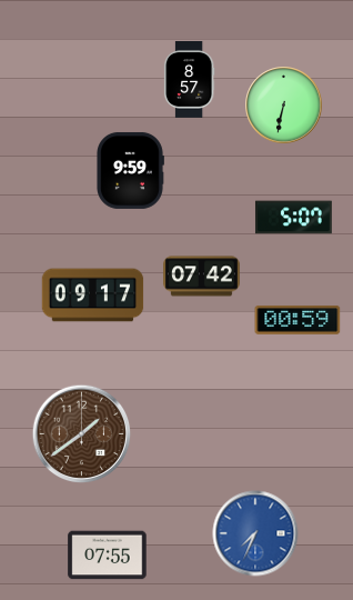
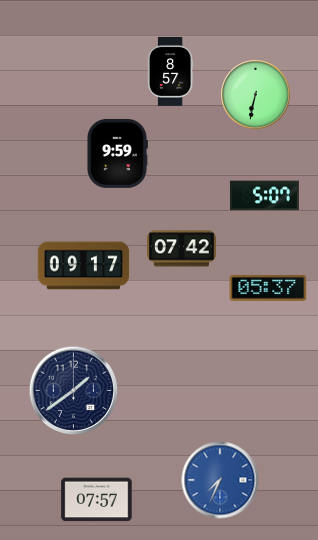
clock at (297, 320): 00:59 -> 05:37
clock at (82, 434) dial: brown -> navy
clock at (255, 533) position: (255, 533) -> (220, 480)
clock at (108, 556): 07:55 -> 07:57
